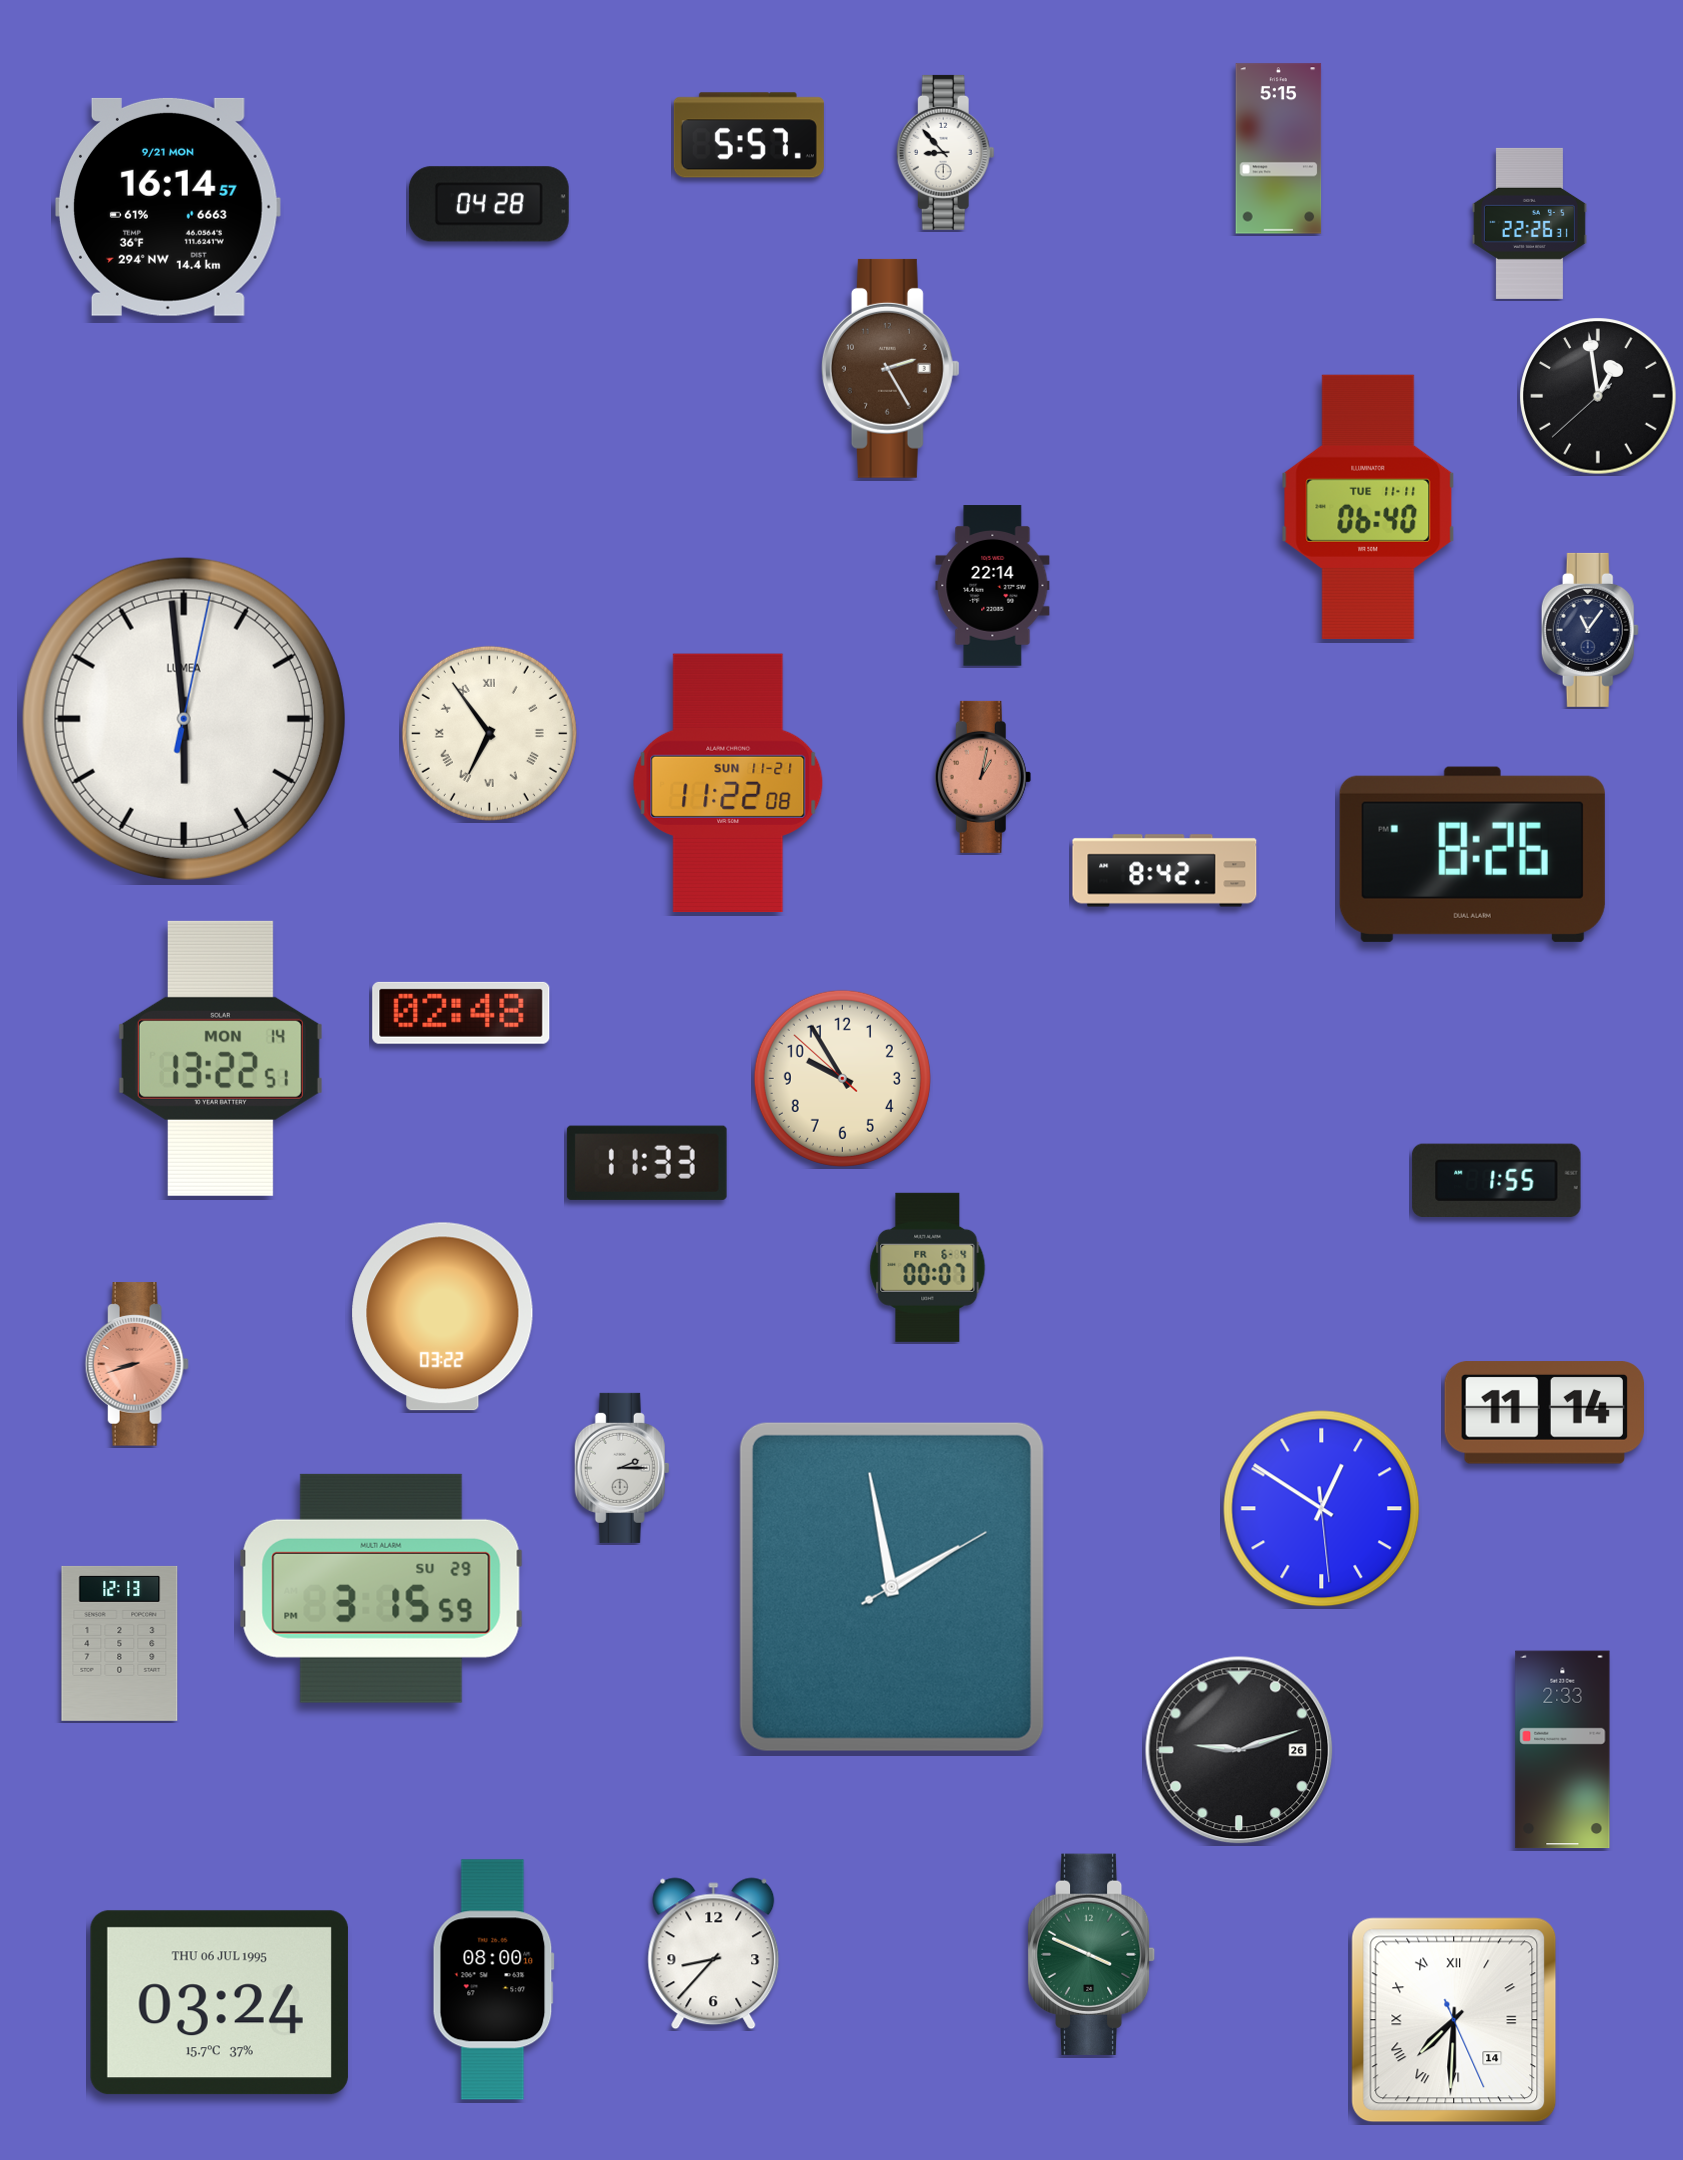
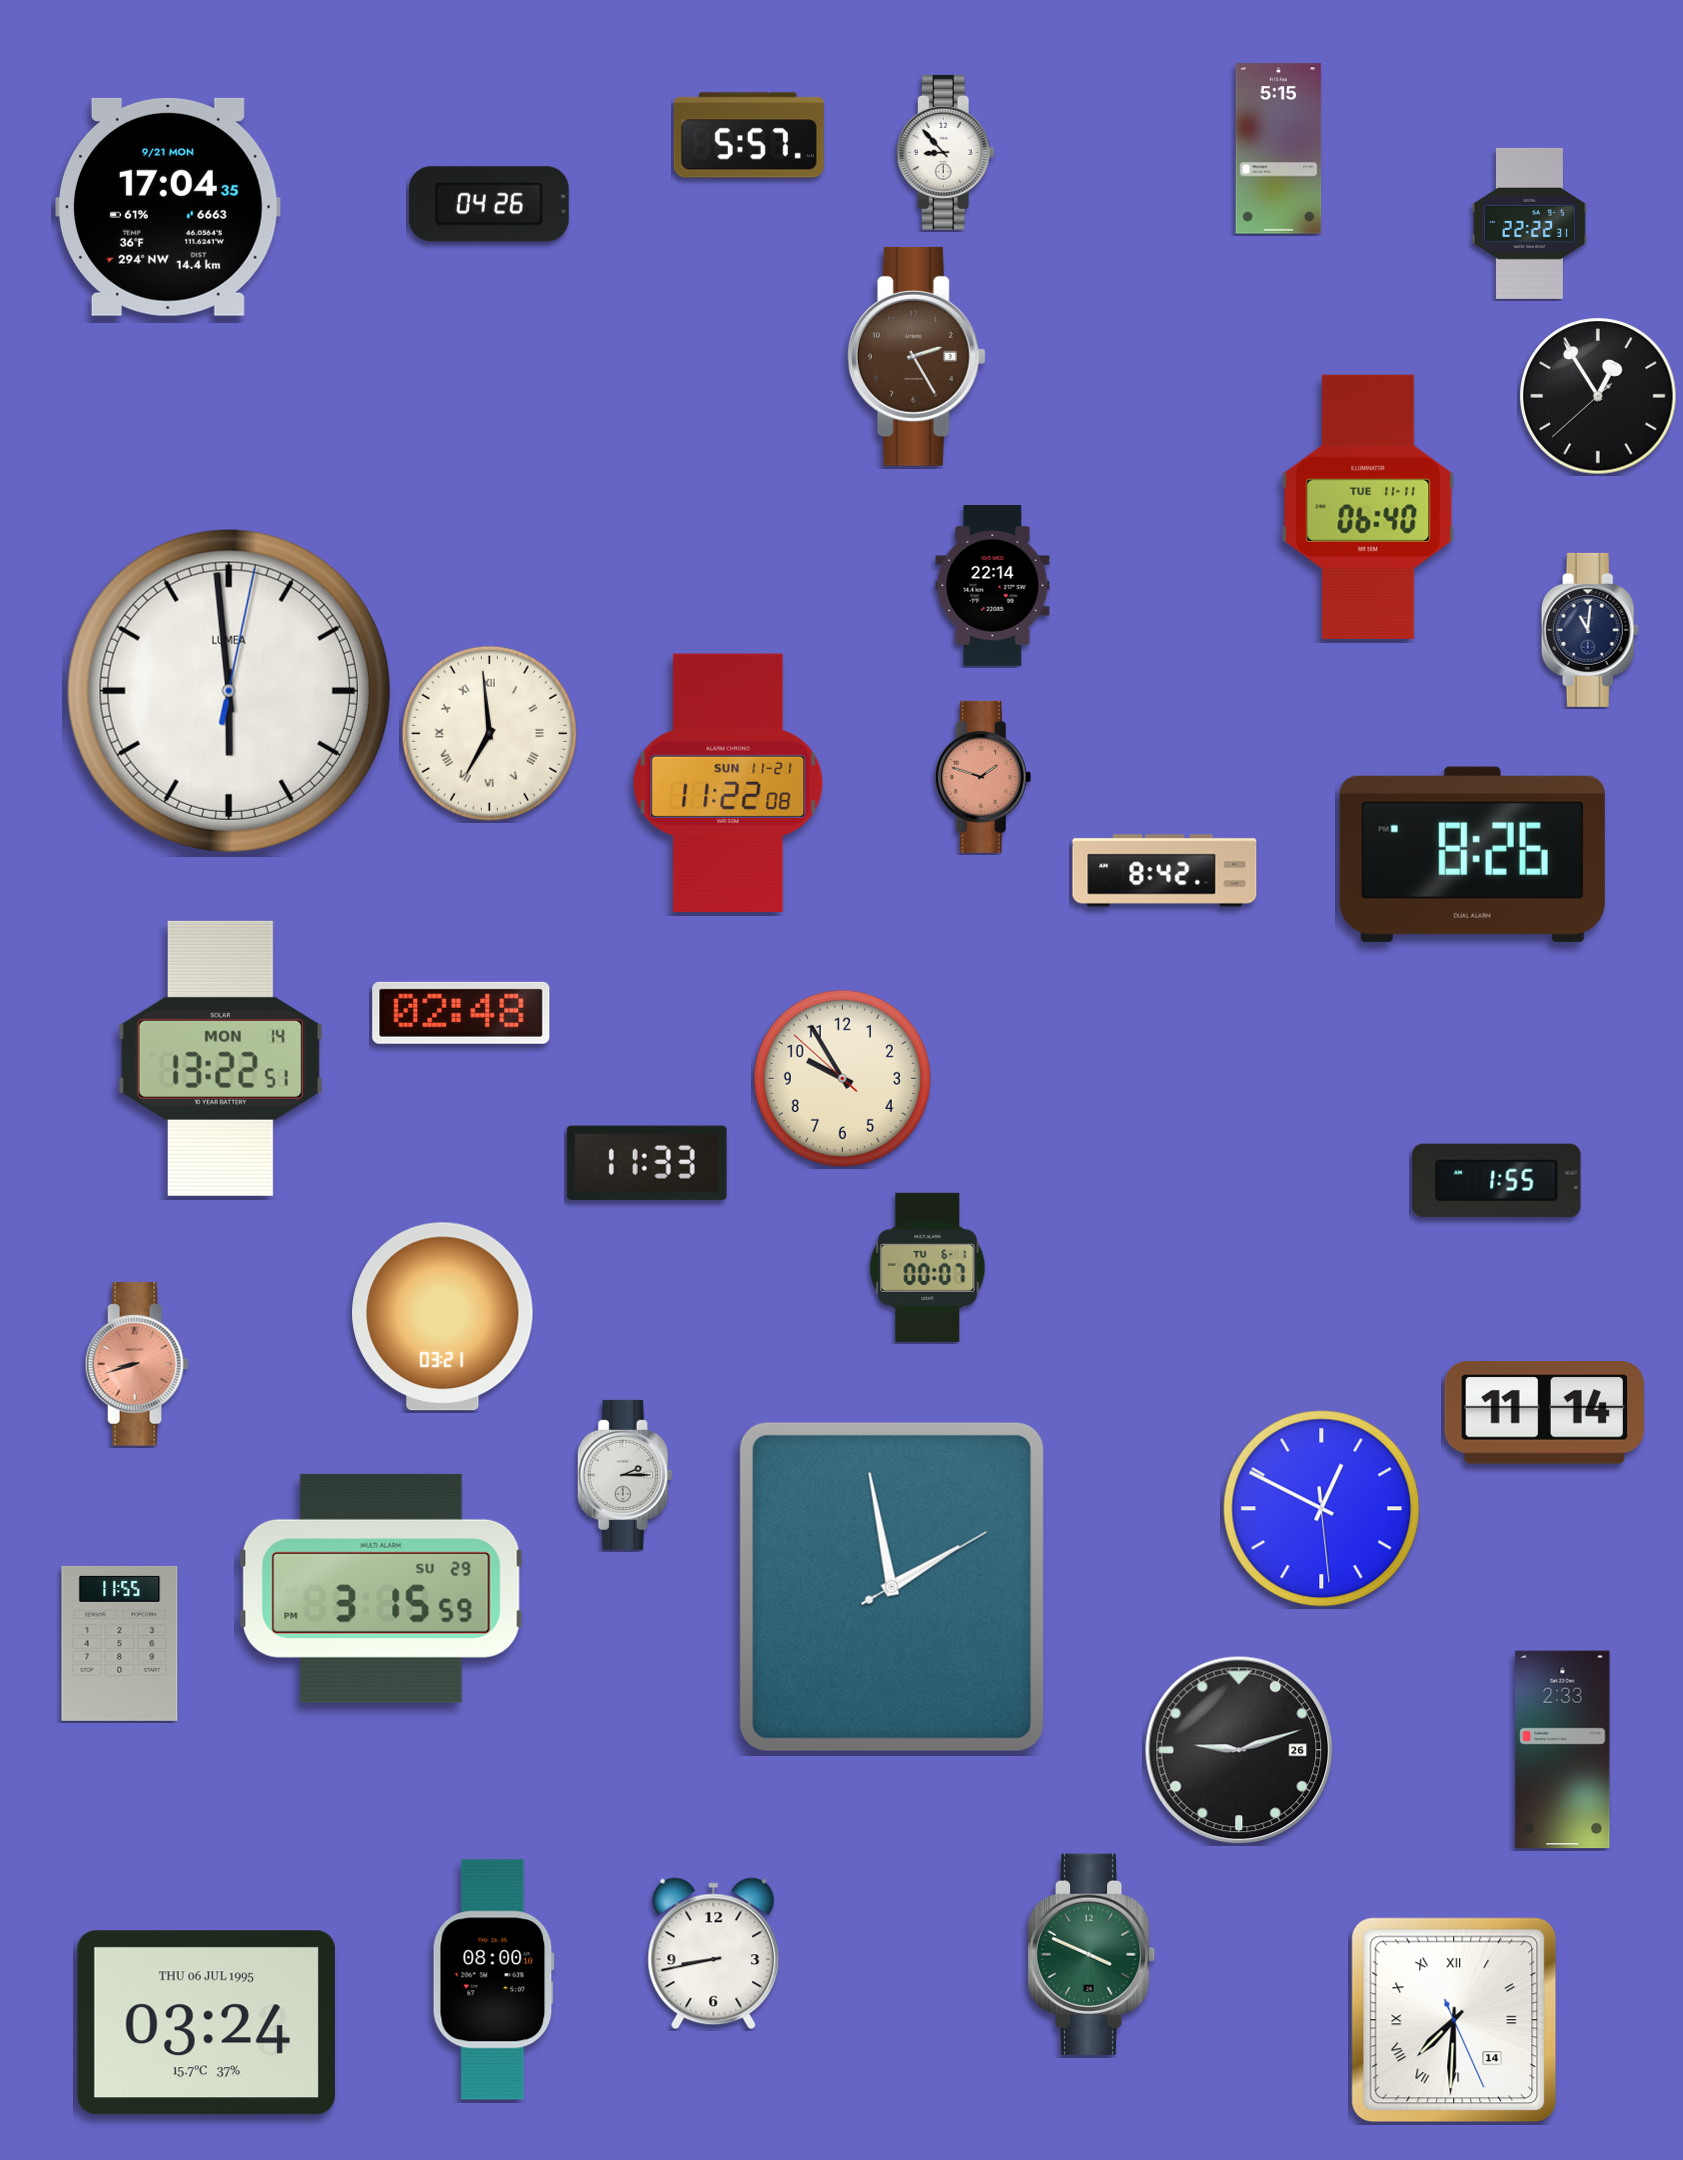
clock at (489, 204): 04:28 -> 04:26
clock at (169, 207): 16:14 -> 17:04
clock at (1529, 223): 22:26 -> 22:22
clock at (890, 368) position: (890, 368) -> (916, 356)
clock at (1598, 396): 12:58 -> 12:54
clock at (1590, 630): 11:06 -> 11:01
clock at (184, 719) position: (184, 719) -> (229, 691)
clock at (489, 733): 6:54 -> 6:59
clock at (983, 777): 1:02 -> 1:48
clock at (928, 1267) date: FR 6-4 -> TU 6-1
clock at (443, 1317): 03:22 -> 03:21
clock at (622, 1468) position: (622, 1468) -> (625, 1475)
clock at (1322, 1509): 12:50 -> 12:49
clock at (120, 1643): 12:13 -> 11:55
clock at (714, 1954): 8:37 -> 8:43
clock at (219, 2003) position: (219, 2003) -> (206, 2023)
